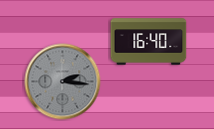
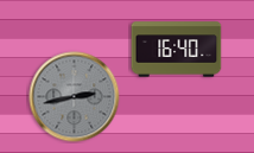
clock at (63, 82): 2:16 -> 2:43
